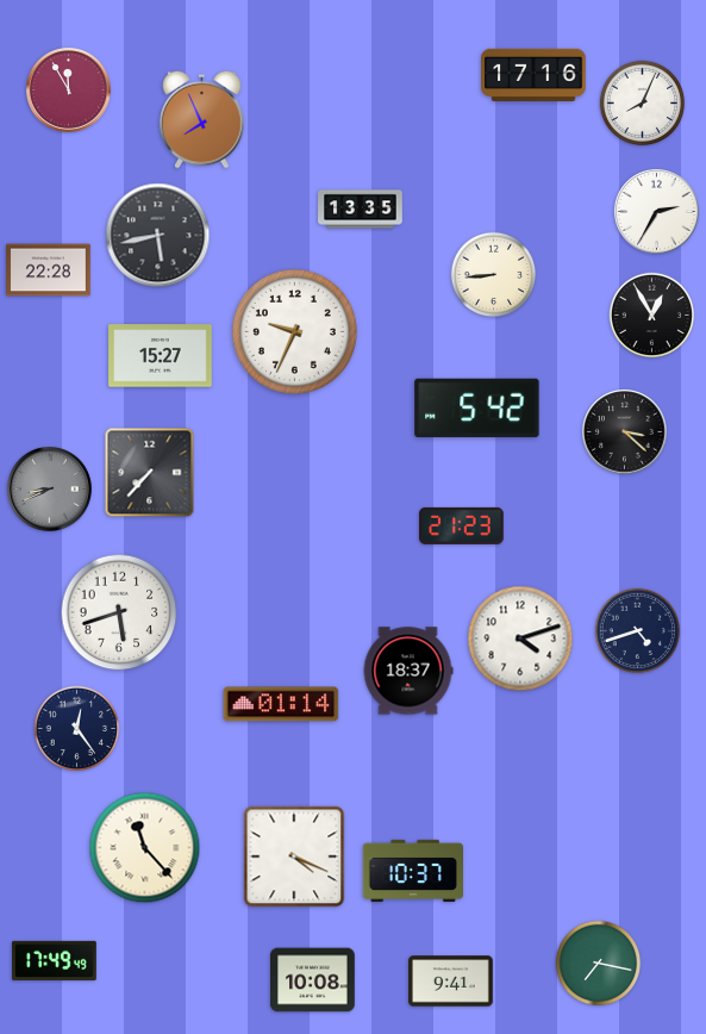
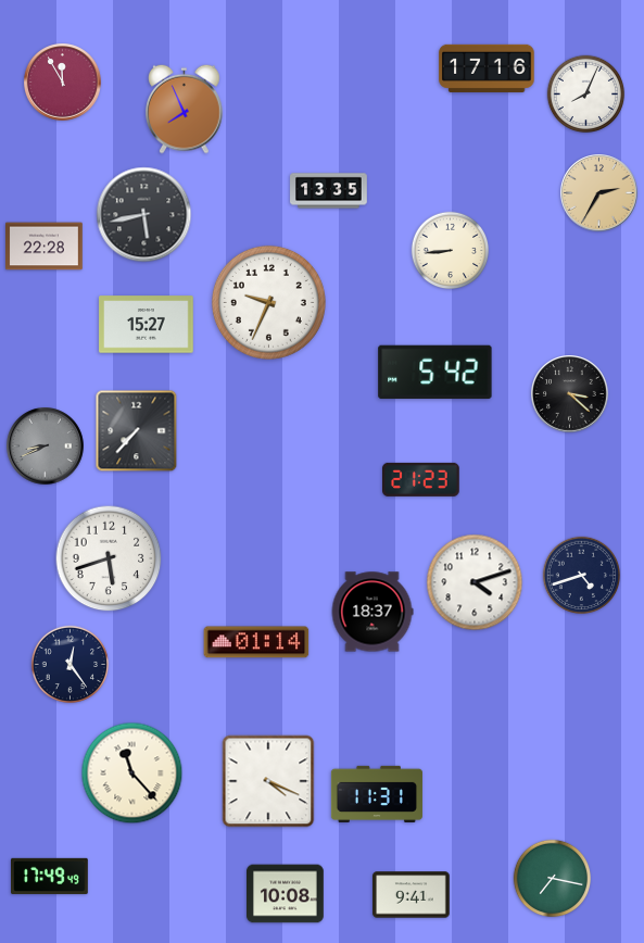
clock at (657, 212) dial: white -> champagne
clock at (652, 316): 12:55 -> none
clock at (413, 871): 10:37 -> 11:31
clock at (599, 964) position: (599, 964) -> (553, 879)
